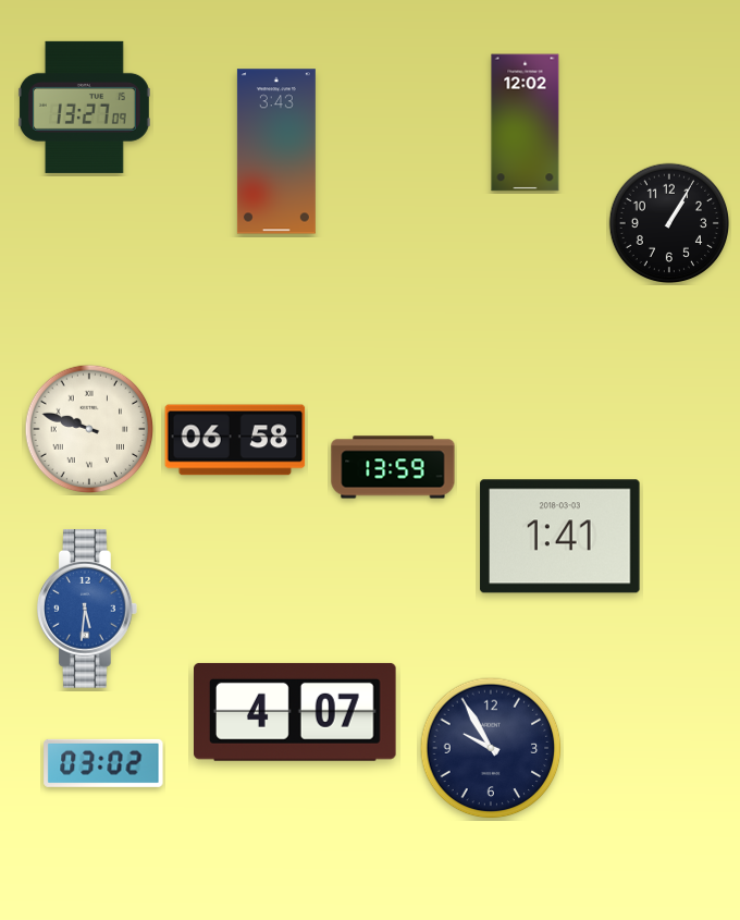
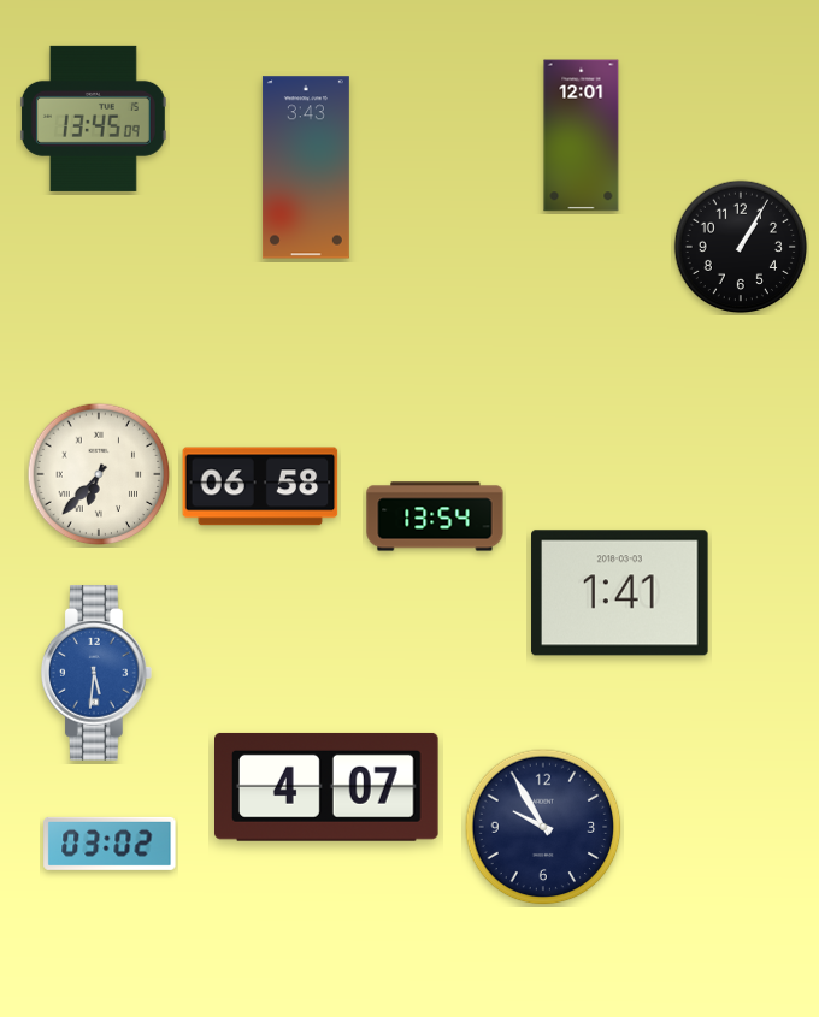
clock at (84, 107): 13:27 -> 13:45
clock at (526, 123): 12:02 -> 12:01
clock at (89, 429): 9:48 -> 6:37
clock at (393, 467): 13:59 -> 13:54
clock at (103, 763) position: (103, 763) -> (110, 844)
